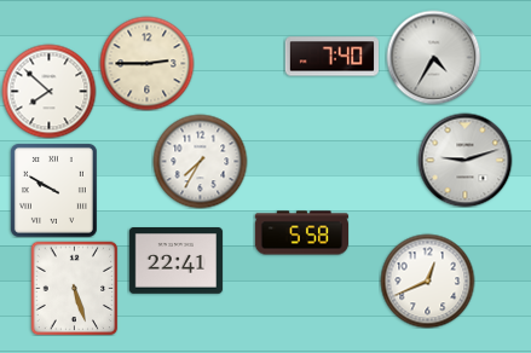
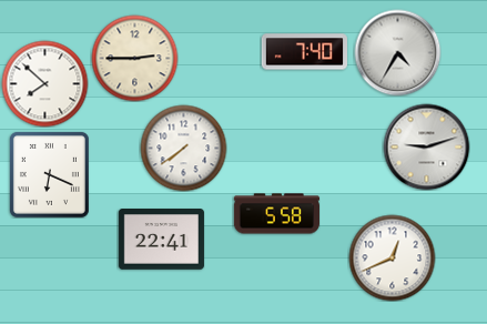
clock at (200, 161): 7:35 -> 7:39
clock at (53, 190): 9:50 -> 6:19
clock at (75, 288): 5:27 -> none
